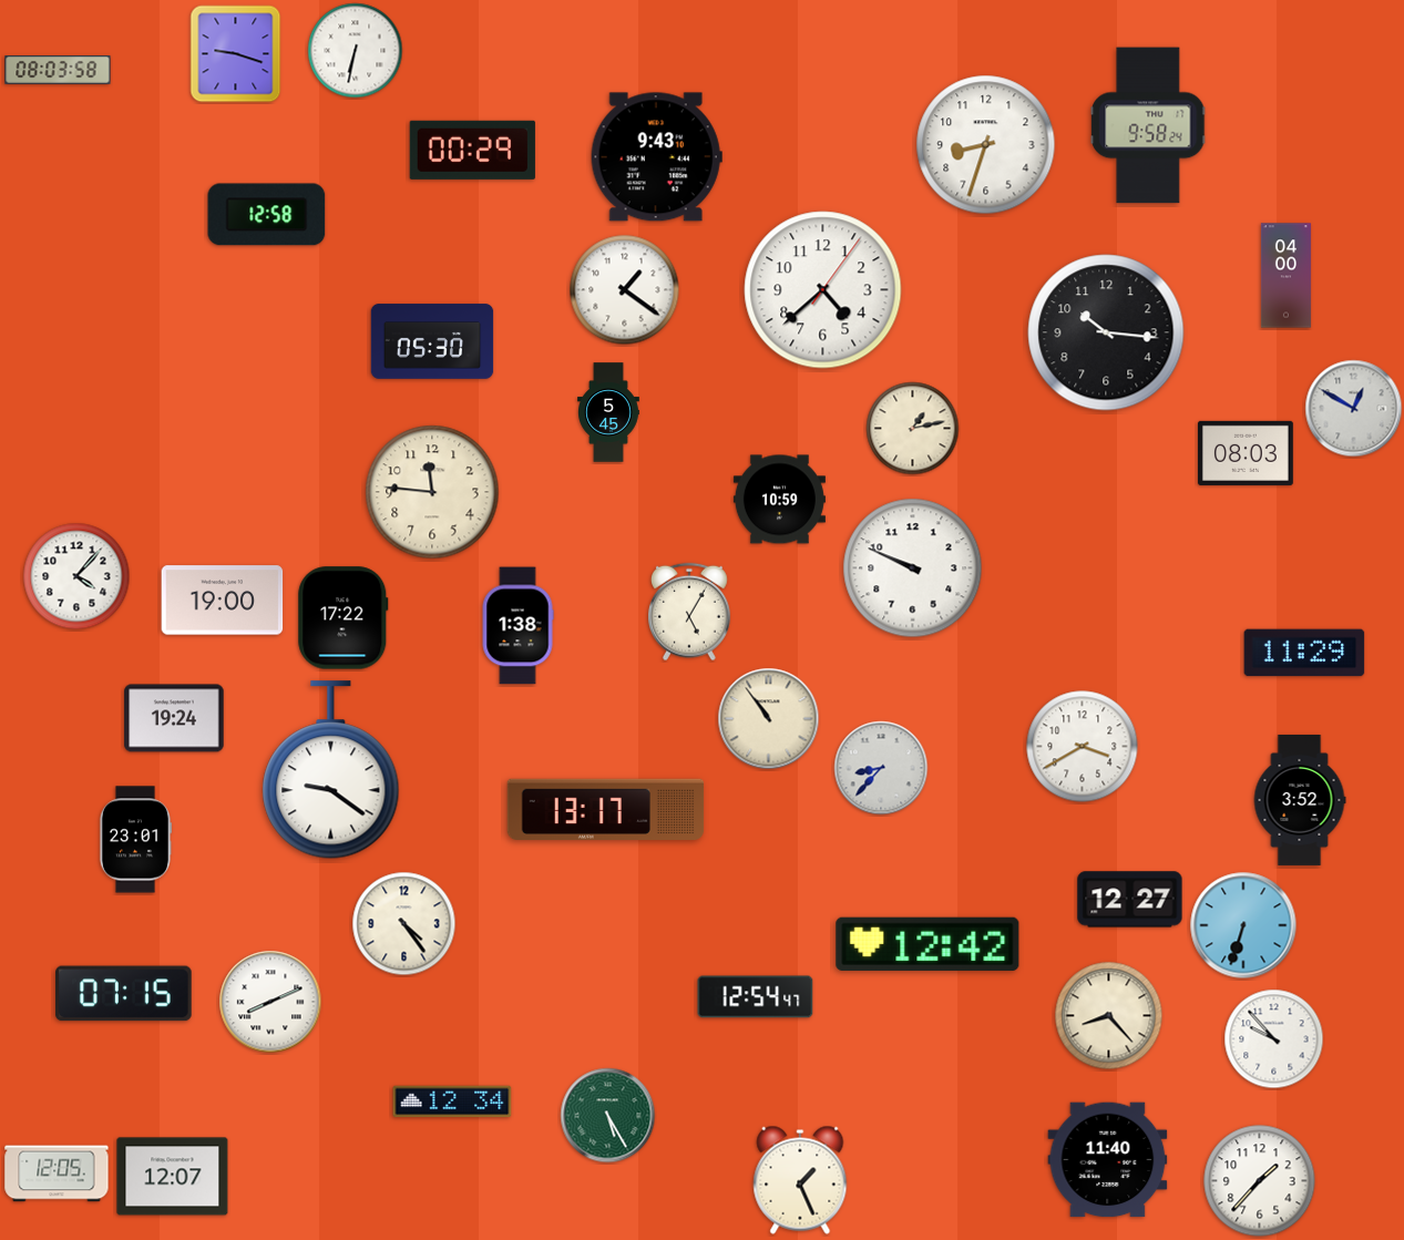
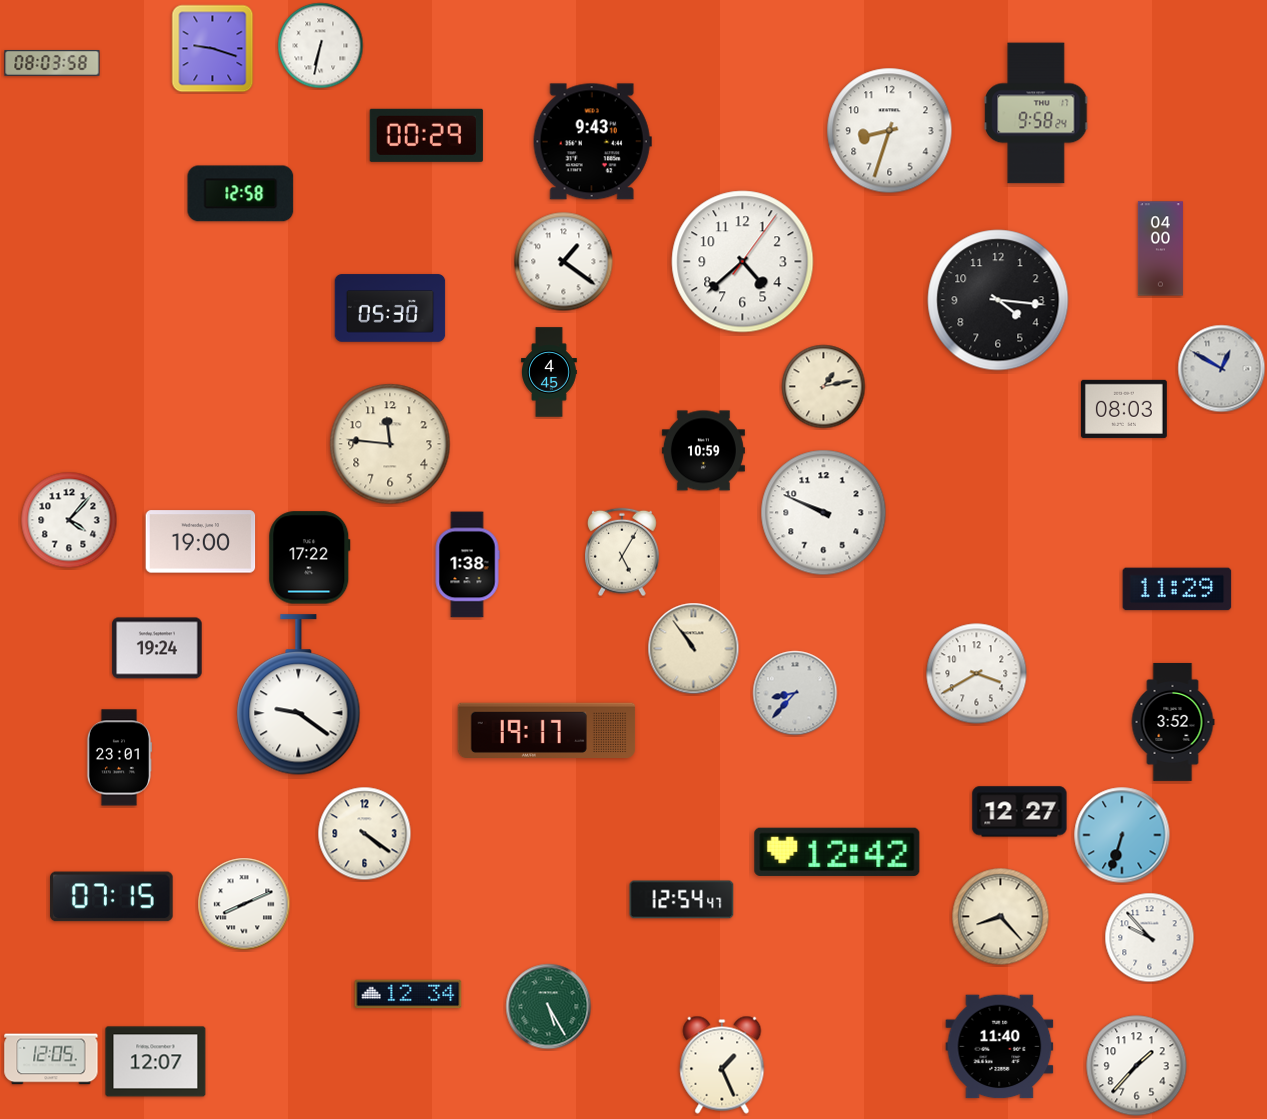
clock at (1106, 332): 10:16 -> 4:16
clock at (609, 412): 5:45 -> 4:45
clock at (606, 809): 13:17 -> 19:17
clock at (135, 840) position: (135, 840) -> (119, 758)
clock at (404, 924): 4:24 -> 4:21
